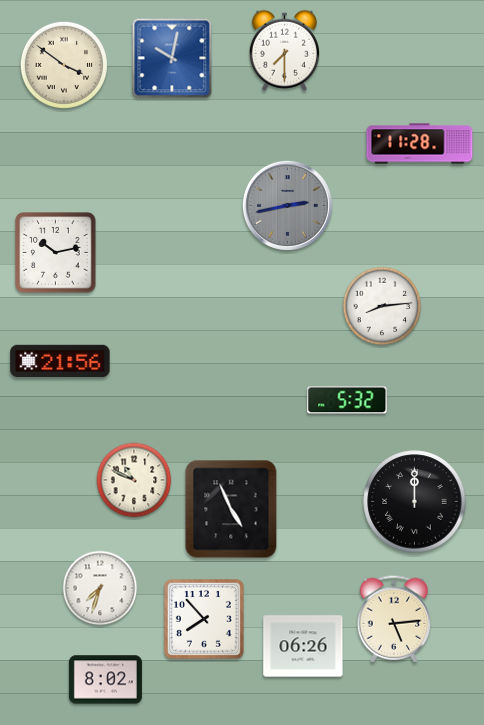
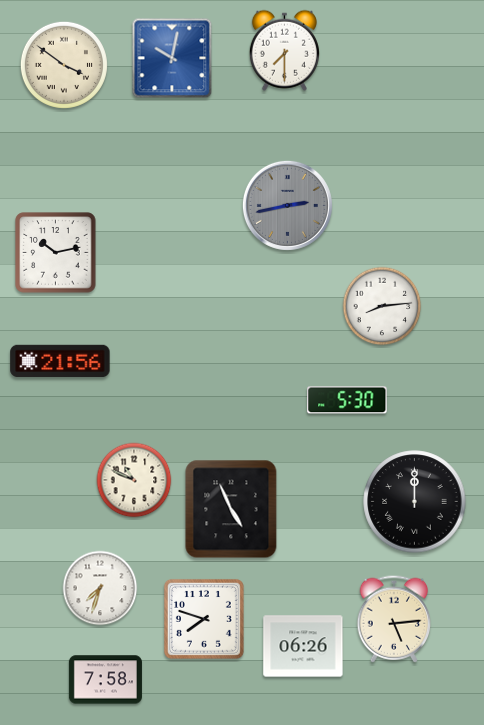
clock at (420, 144): 11:28 -> none
clock at (347, 400): 5:32 -> 5:30
clock at (204, 619): 7:53 -> 7:48
clock at (105, 680): 8:02 -> 7:58
